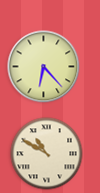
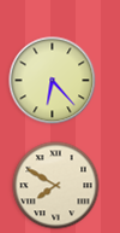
clock at (47, 154): 10:50 -> 7:50
